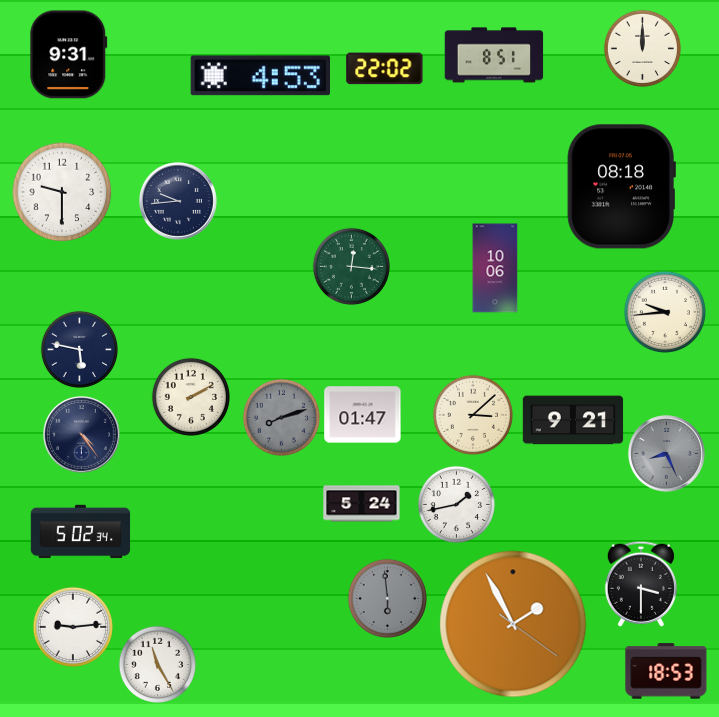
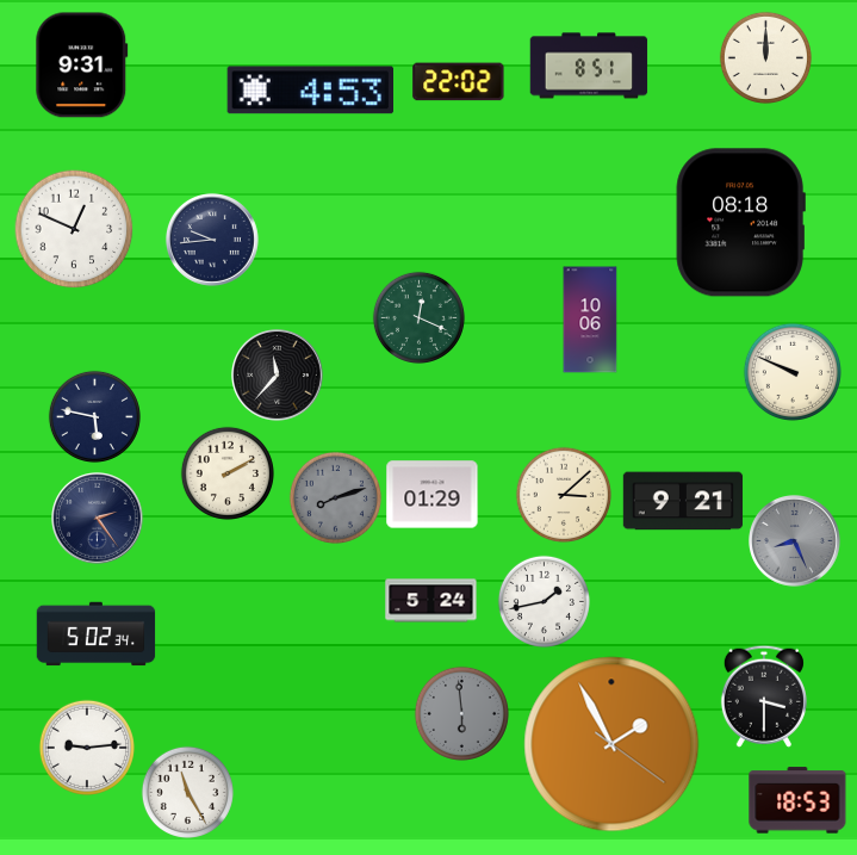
clock at (62, 192): 9:30 -> 12:49
clock at (351, 266): 12:16 -> 12:19
clock at (664, 311): 9:44 -> 9:49
clock at (278, 376): none -> 11:37
clock at (363, 415): 01:47 -> 01:29
clock at (82, 435): 4:24 -> 2:24
clock at (666, 671) position: (666, 671) -> (797, 800)
